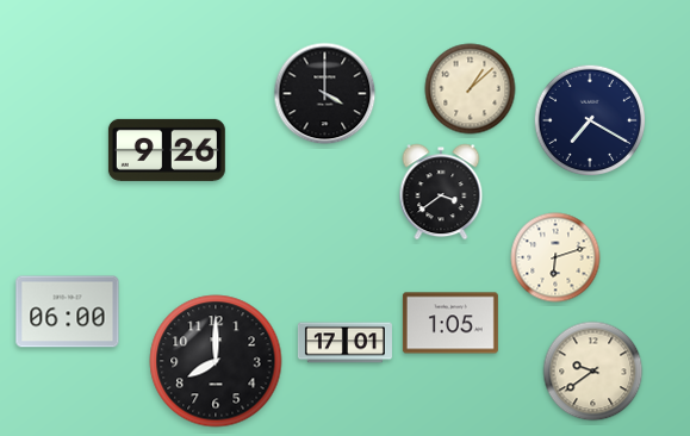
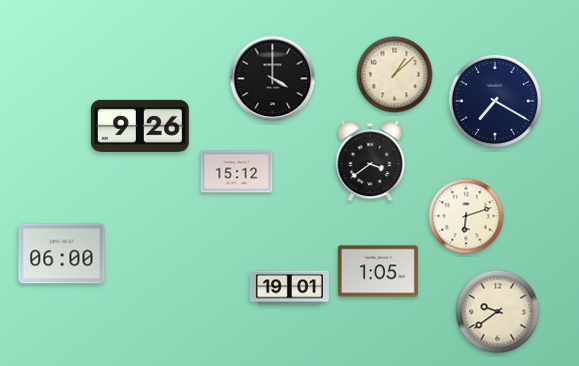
clock at (237, 172): none -> 15:12
clock at (68, 312) position: (68, 312) -> (62, 254)
clock at (344, 343): 17:01 -> 19:01
clock at (216, 361): 8:00 -> none
